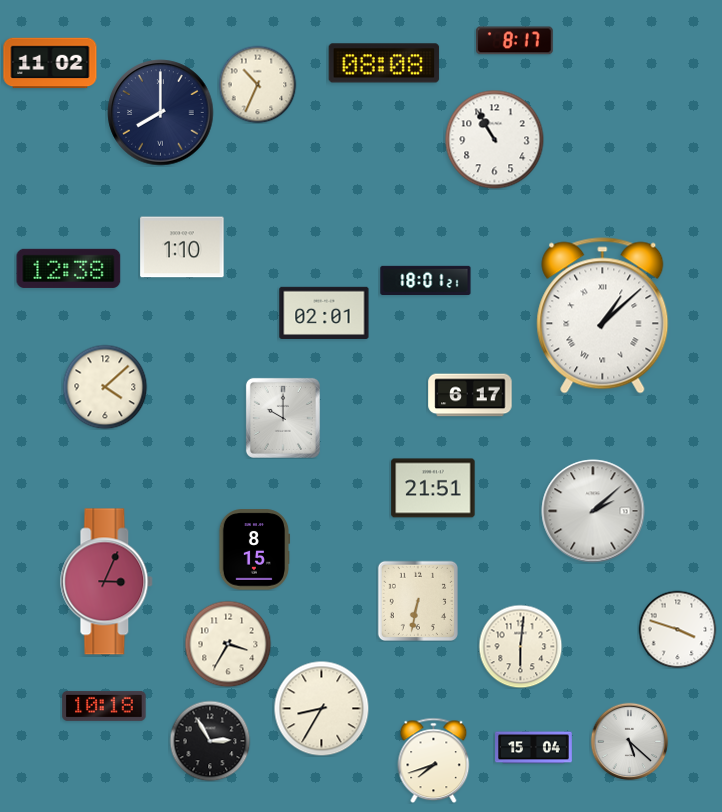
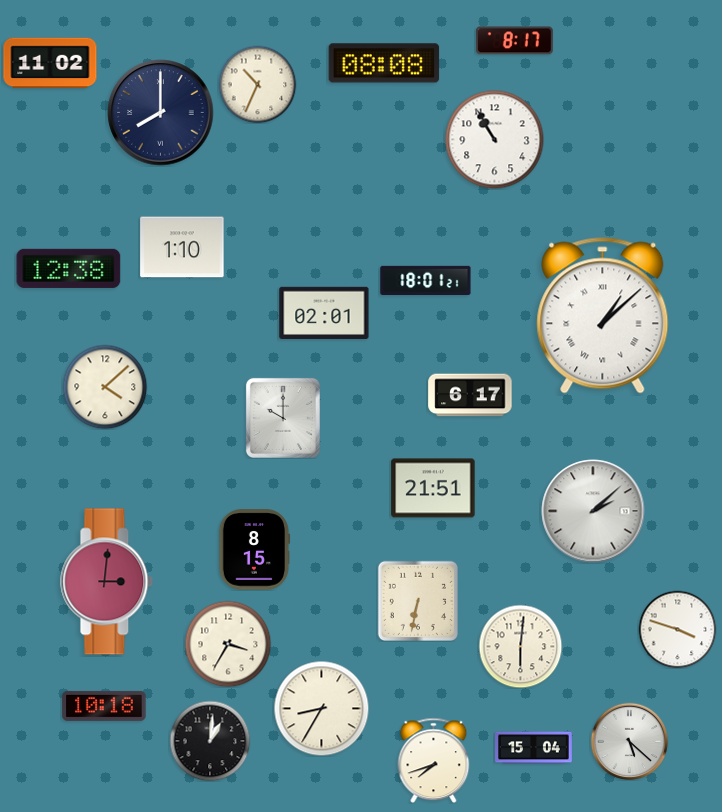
clock at (107, 582): 3:04 -> 3:01
clock at (210, 741): 2:55 -> 1:01
